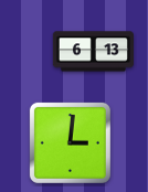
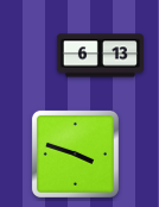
clock at (70, 142): 3:01 -> 3:48
